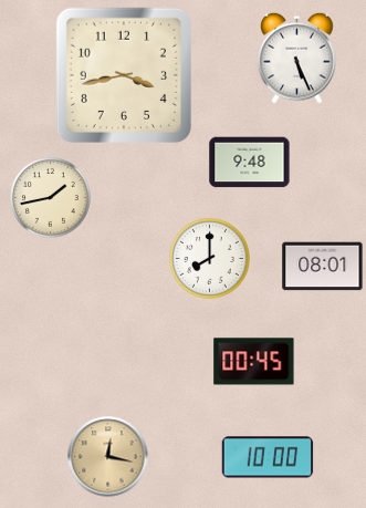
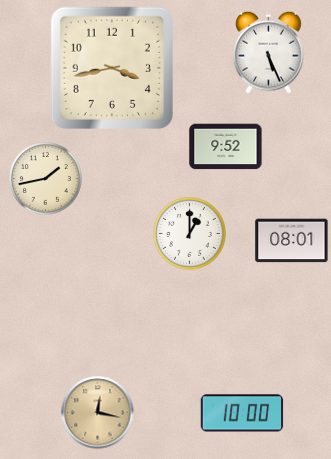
clock at (250, 163): 9:48 -> 9:52
clock at (210, 259): 8:00 -> 1:00
clock at (254, 362): 00:45 -> none
